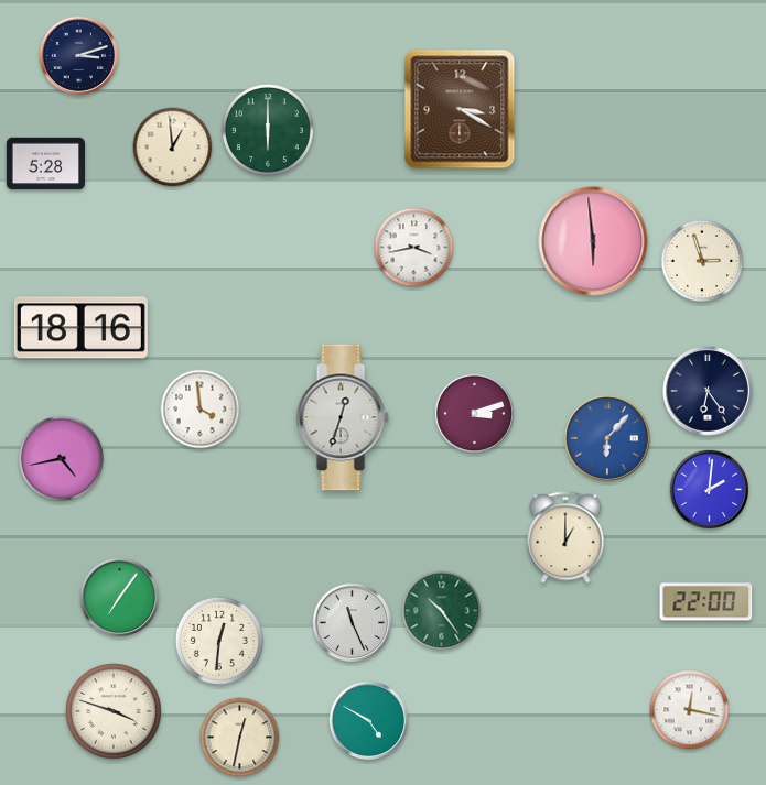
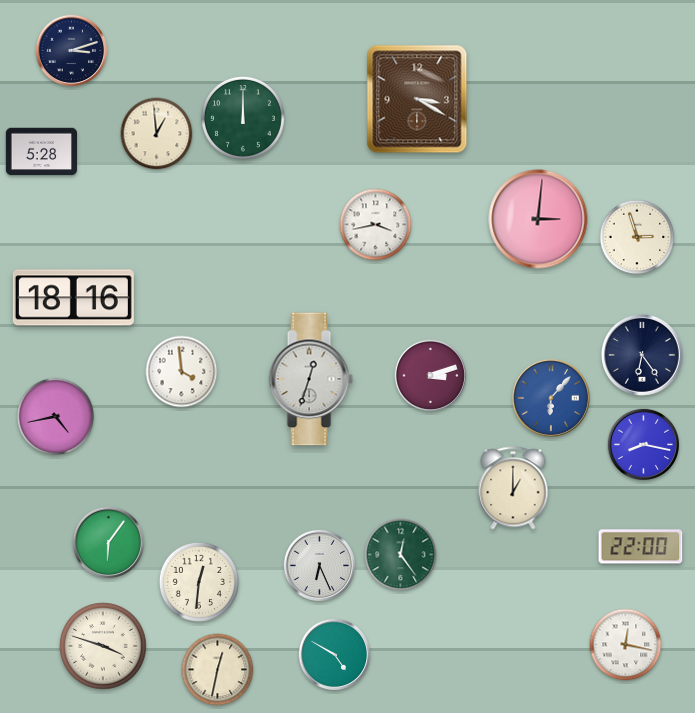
clock at (268, 130): 6:00 -> 12:00
clock at (45, 164) position: (45, 164) -> (41, 152)
clock at (593, 241): 5:59 -> 3:01
clock at (710, 490): 2:01 -> 8:17
clock at (120, 598): 7:06 -> 6:06
clock at (442, 611): 10:24 -> 12:24
clock at (353, 623): 11:26 -> 6:26
